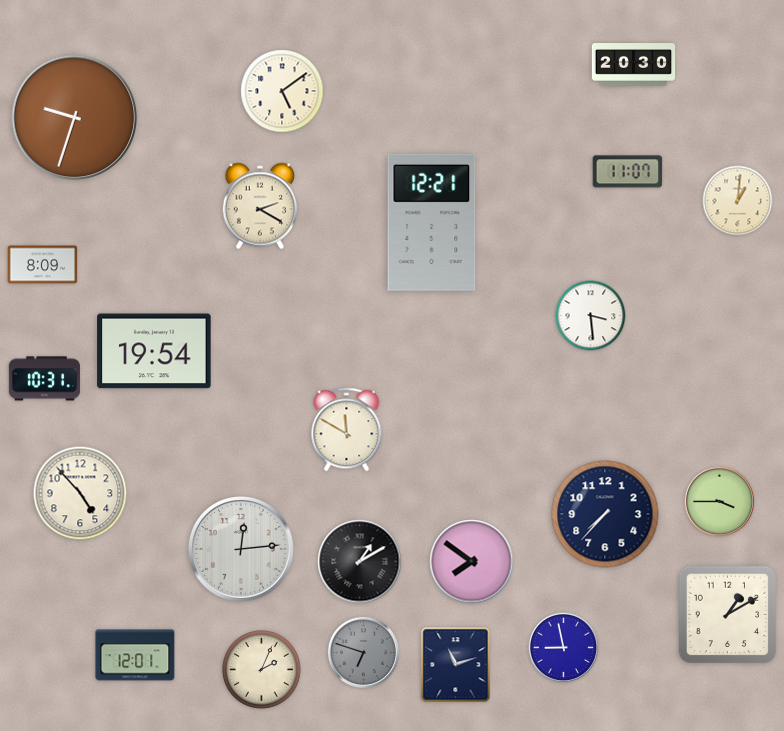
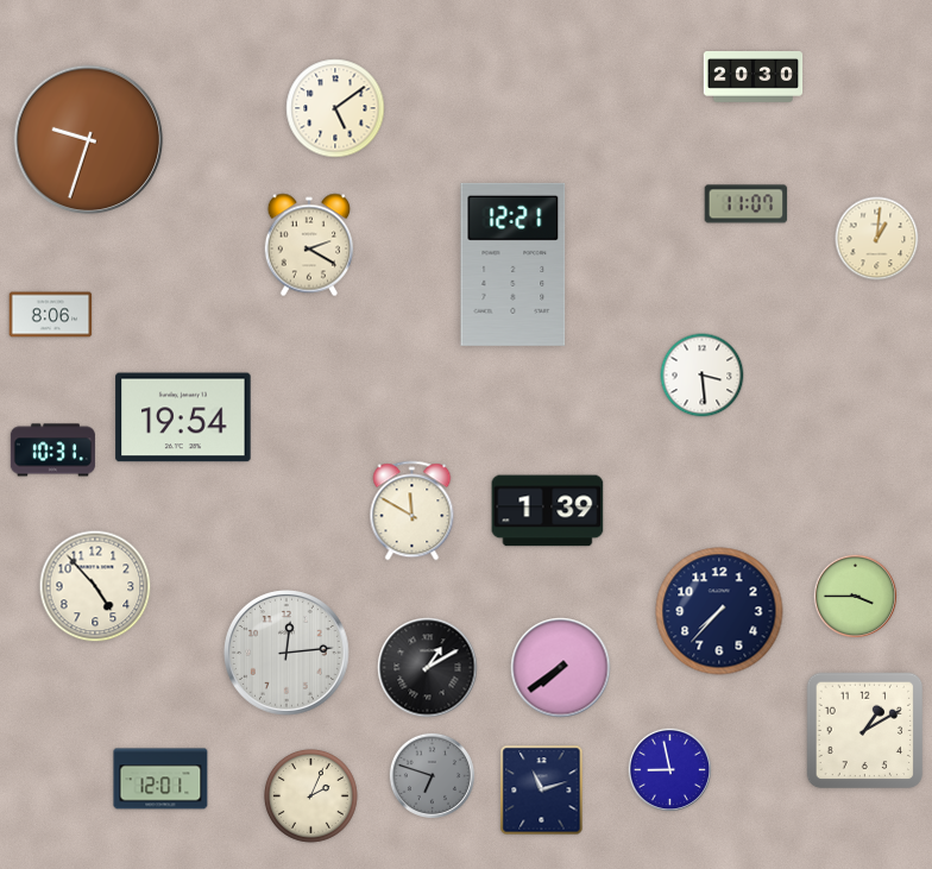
clock at (43, 265): 8:09 -> 8:06
clock at (548, 511): none -> 1:39
clock at (472, 562): 7:51 -> 7:39
